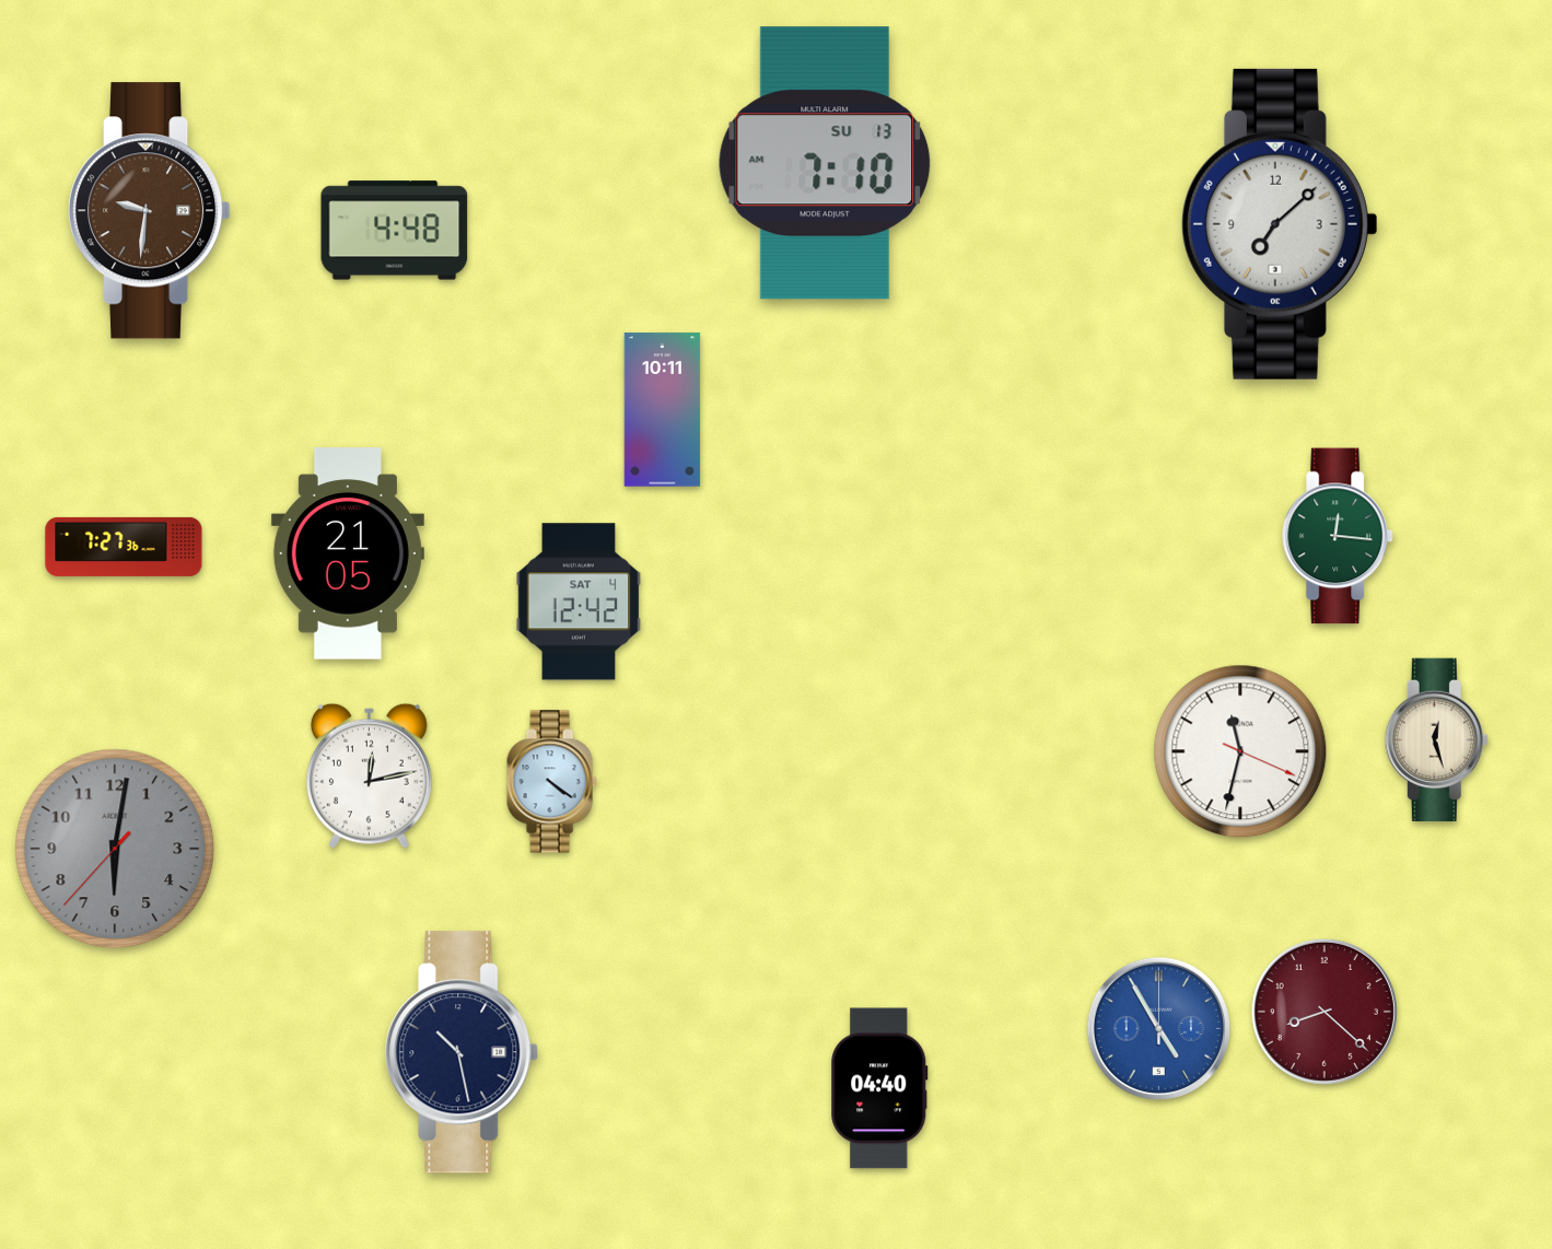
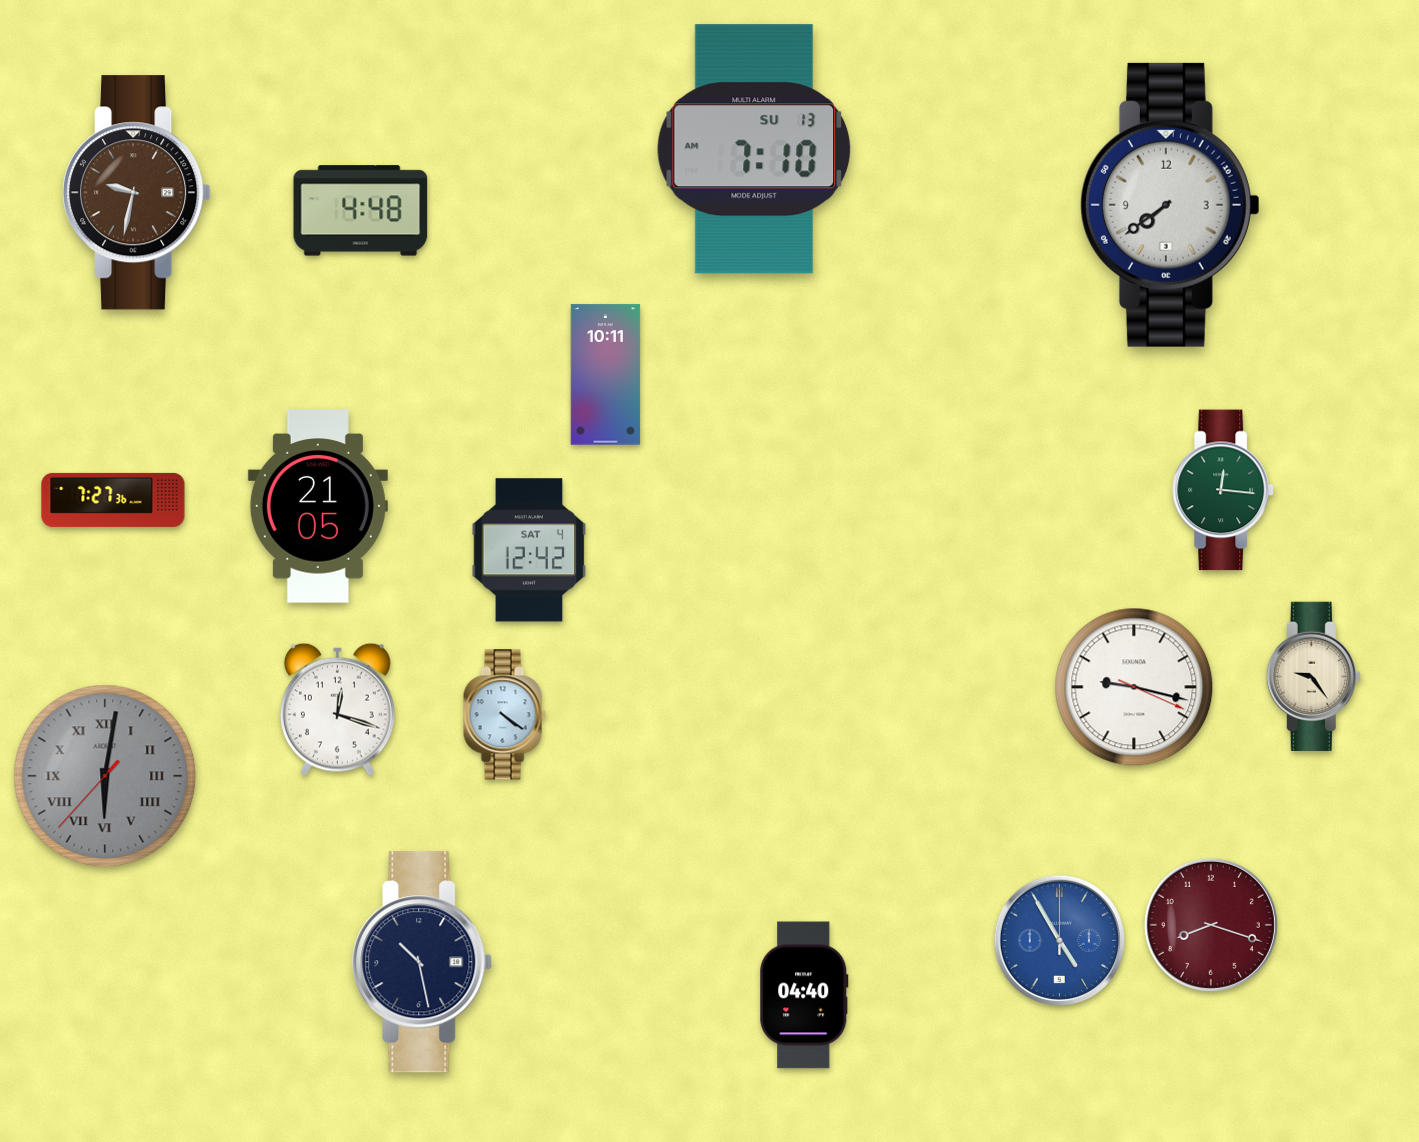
clock at (149, 211): 9:31 -> 9:32
clock at (1280, 224): 7:08 -> 7:39
clock at (1436, 739): 12:27 -> 9:24
clock at (1240, 751): 11:32 -> 9:17
clock at (369, 775): 12:13 -> 12:18
clock at (115, 849) numerals: Arabic -> Roman
clock at (1325, 1012): 8:22 -> 8:18
